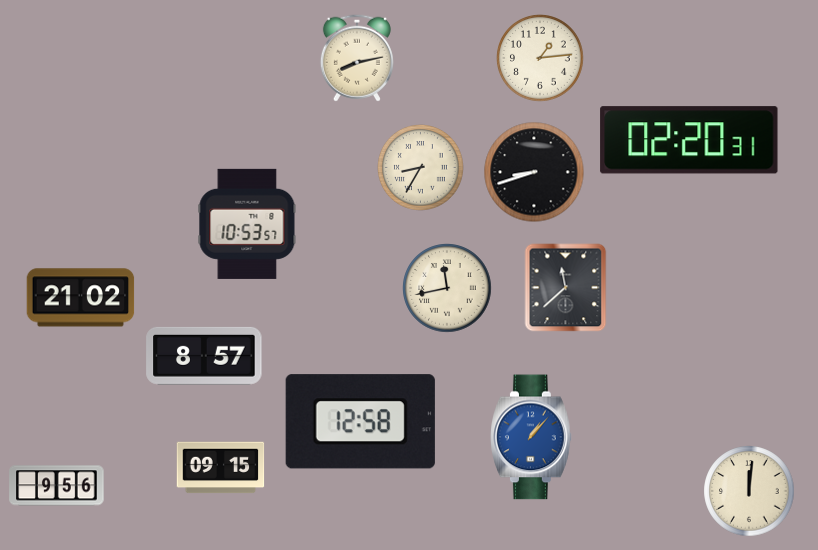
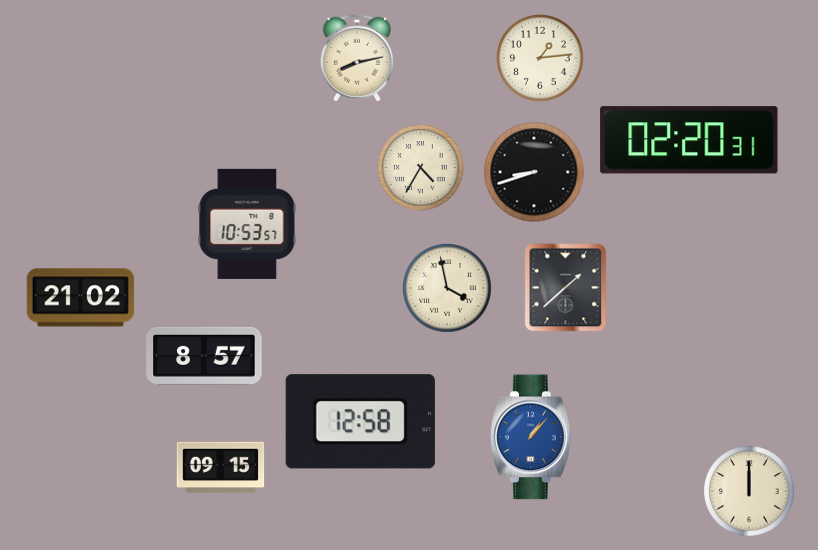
clock at (421, 168): 8:35 -> 4:35
clock at (447, 288): 11:43 -> 3:58
clock at (566, 288): 11:38 -> 1:38
clock at (57, 486): 9:56 -> none
clock at (749, 491): 12:01 -> 12:00
